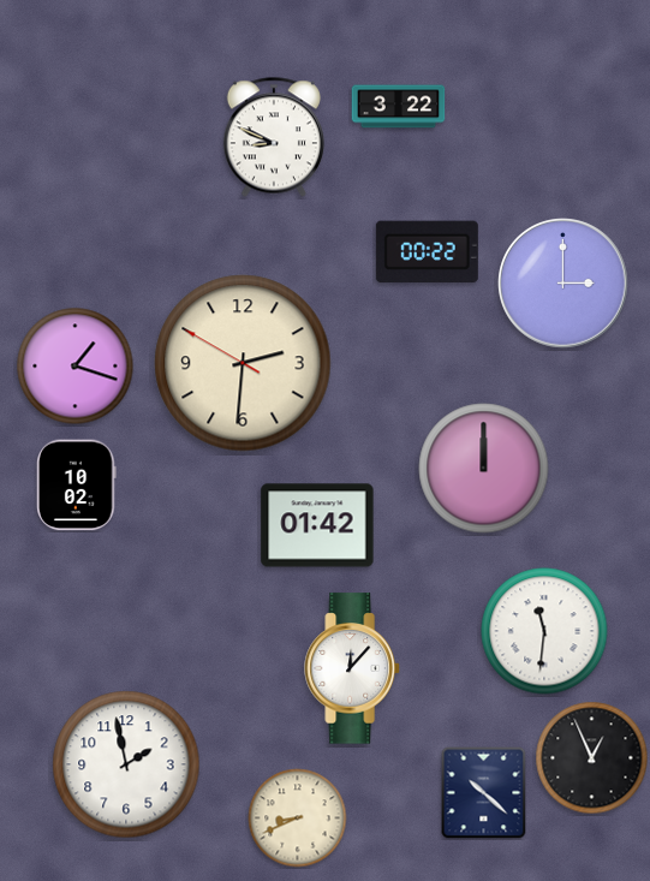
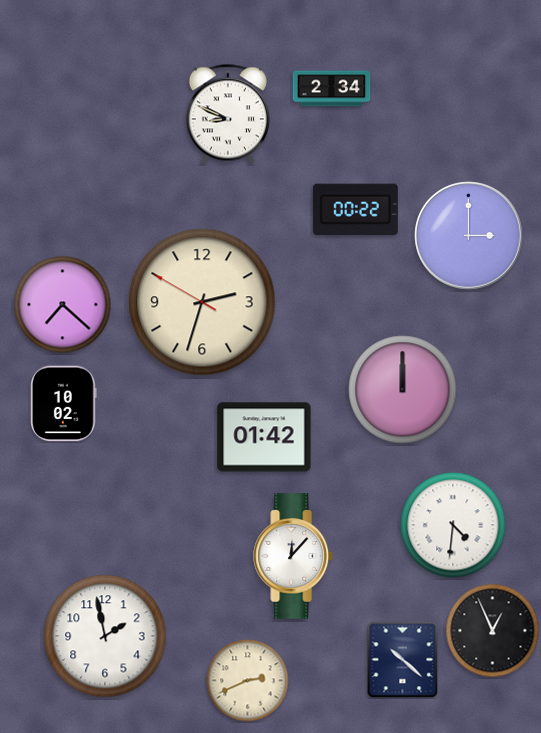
clock at (399, 107): 3:22 -> 2:34
clock at (243, 363): 2:30 -> 2:32
clock at (76, 367): 1:18 -> 7:22
clock at (544, 631): 11:31 -> 4:31
clock at (298, 819): 8:41 -> 2:41
